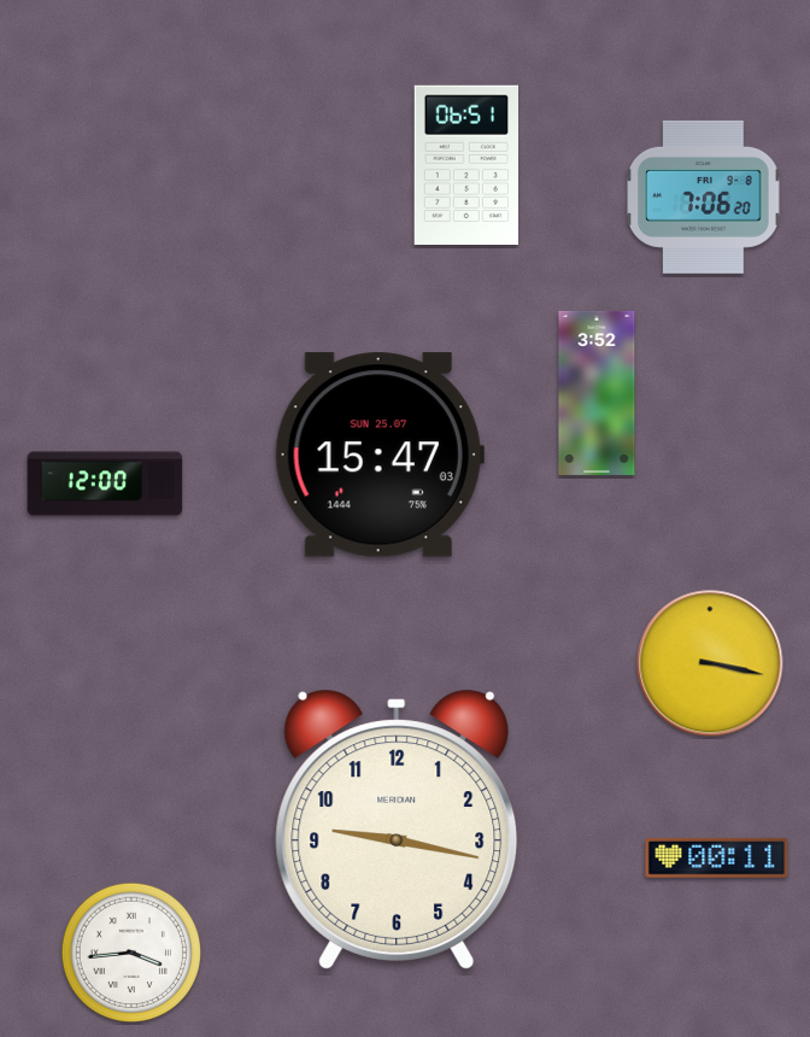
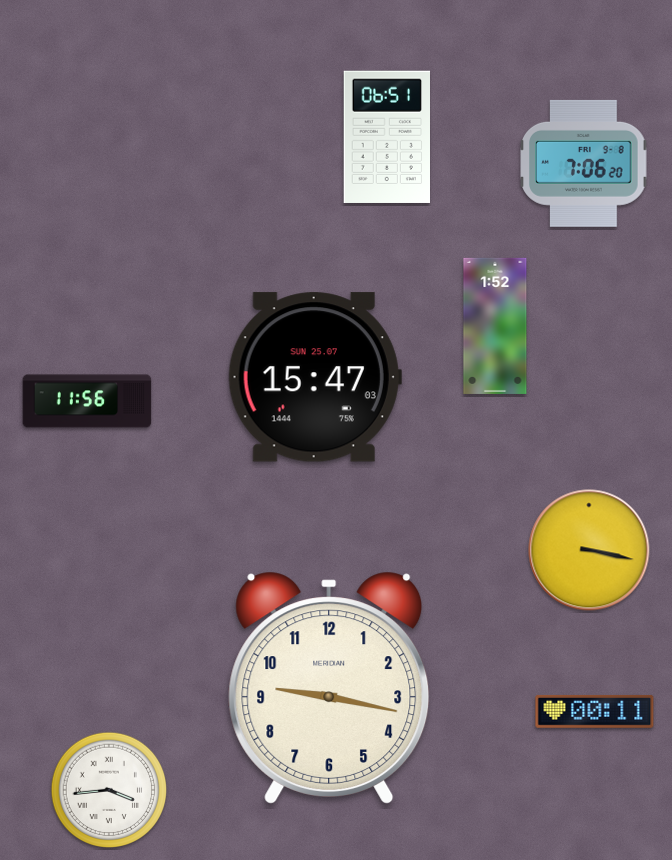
clock at (597, 393): 3:52 -> 1:52
clock at (105, 484): 12:00 -> 11:56
